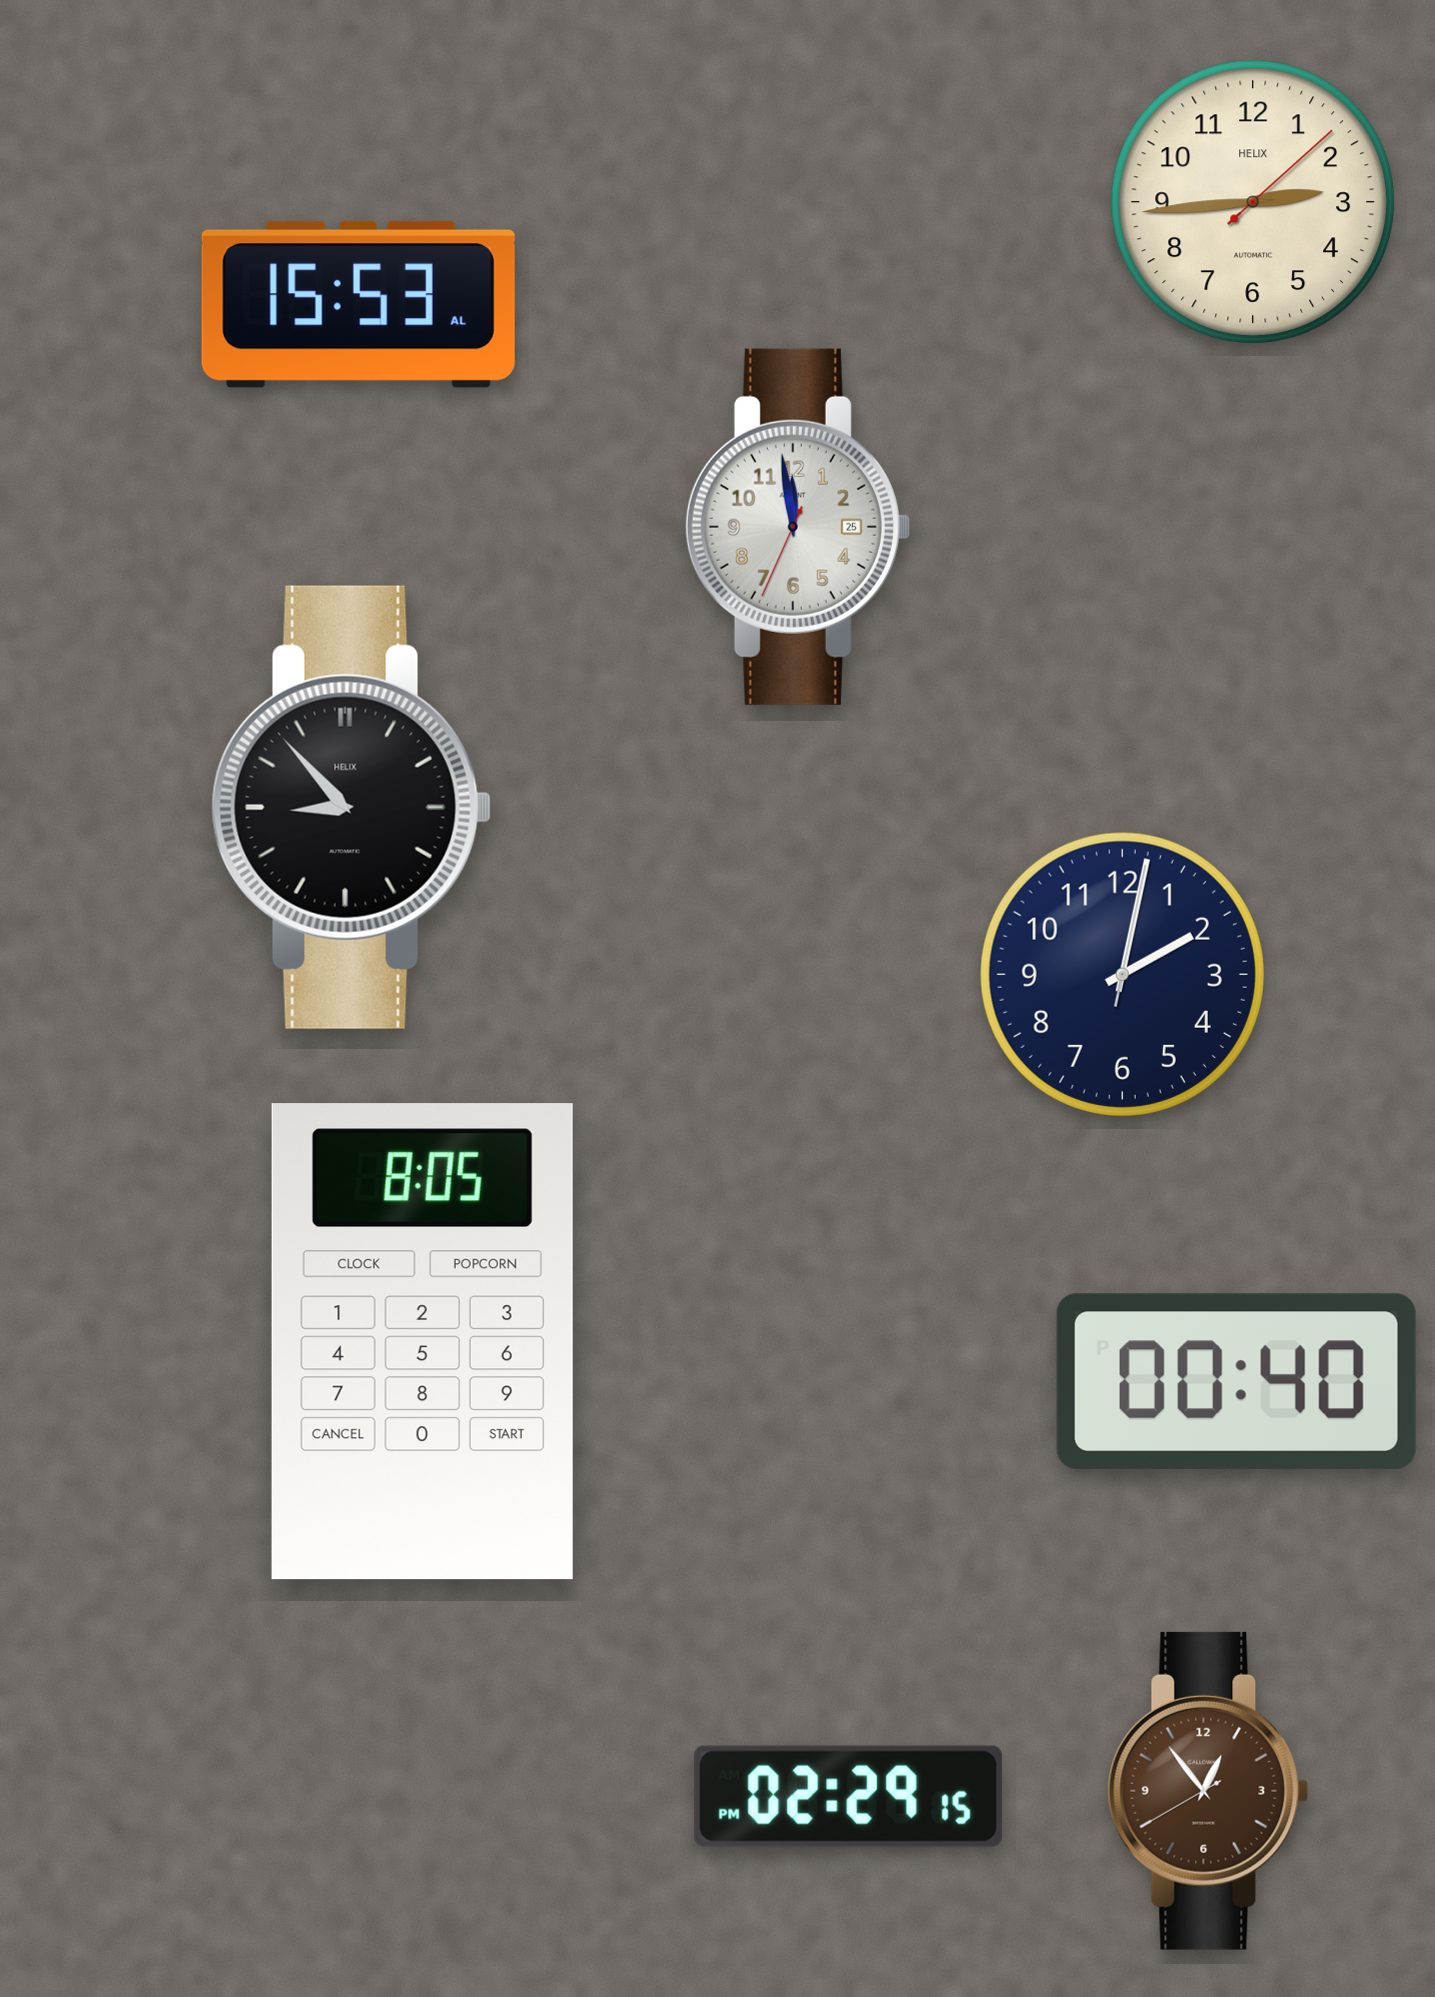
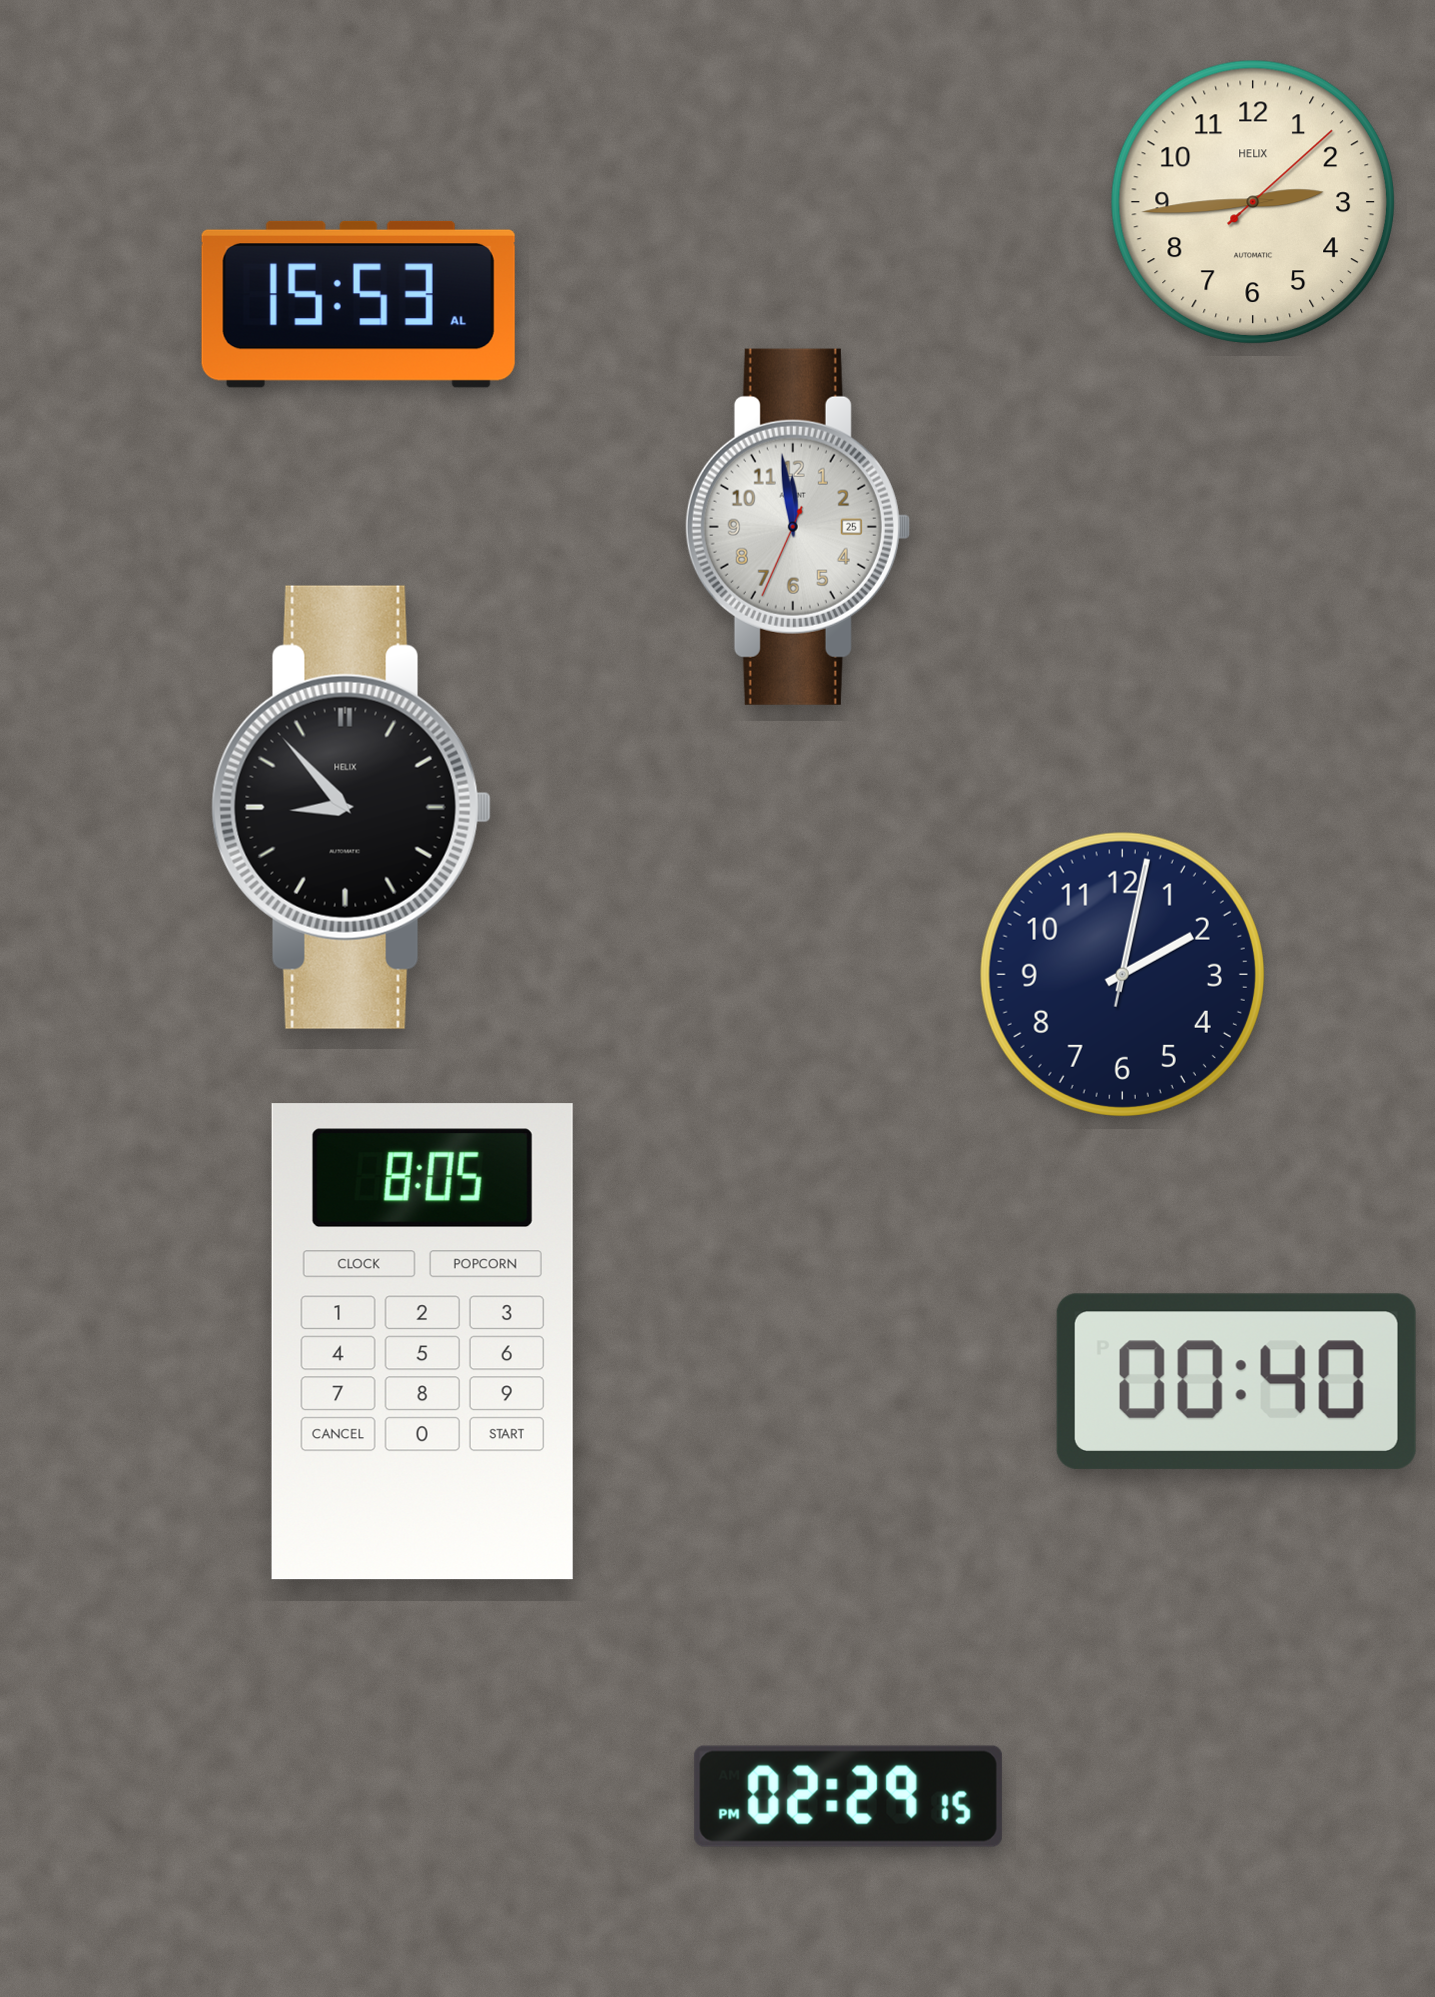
clock at (1208, 1791): 12:53 -> none
